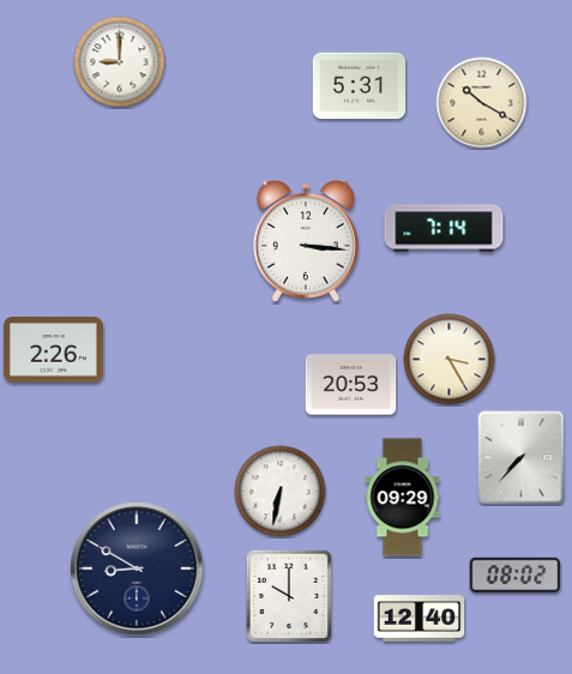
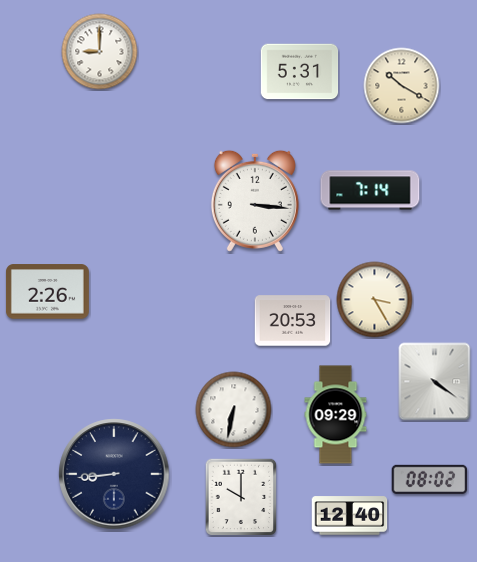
clock at (53, 350) position: (53, 350) -> (47, 292)
clock at (522, 458): 7:37 -> 4:21
clock at (137, 568): 8:50 -> 8:44
